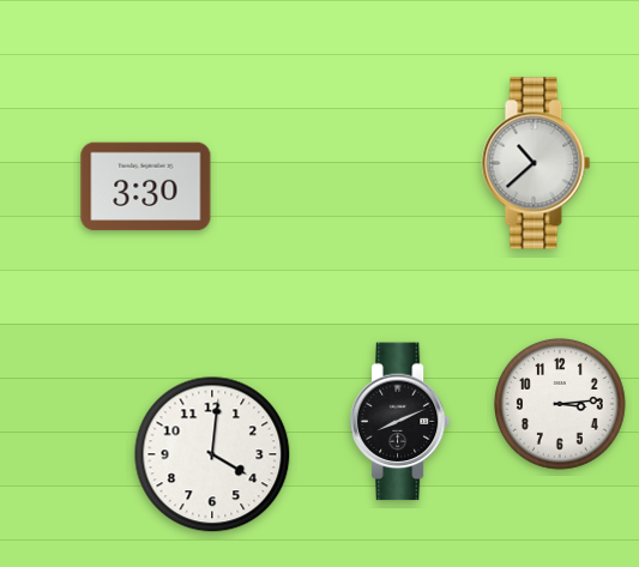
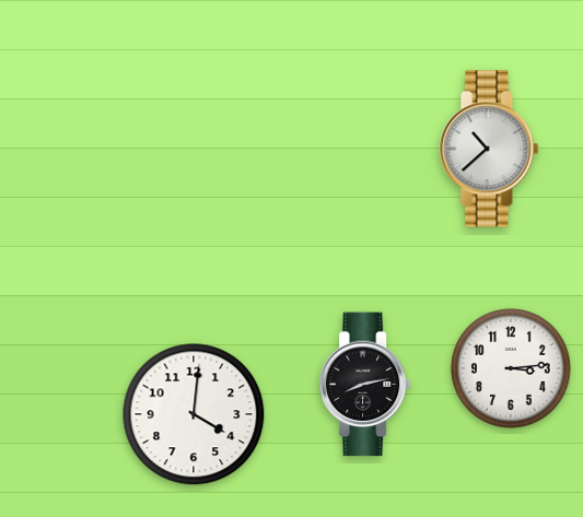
clock at (146, 187): 3:30 -> none
clock at (400, 422): 8:11 -> 8:13
